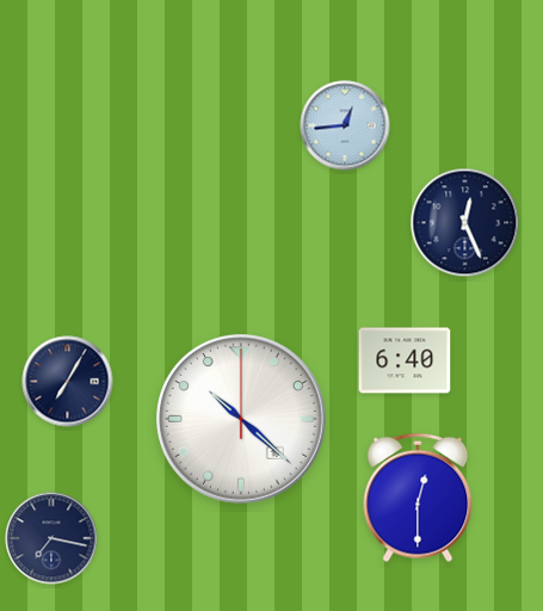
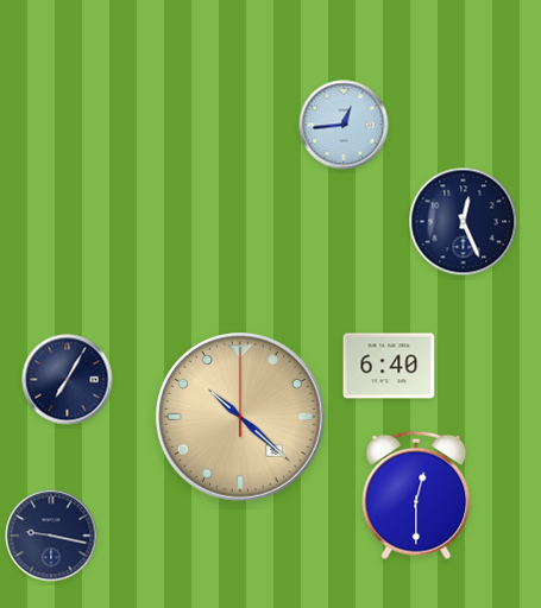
clock at (405, 360) position: (405, 360) -> (389, 366)
clock at (242, 420) dial: white -> champagne
clock at (51, 538): 7:17 -> 9:17
